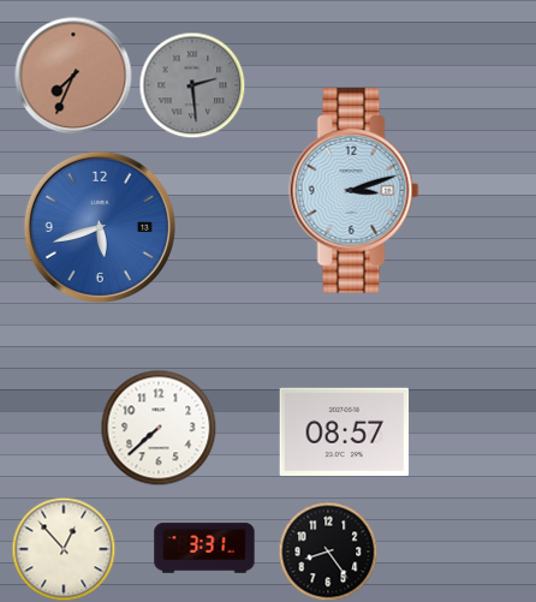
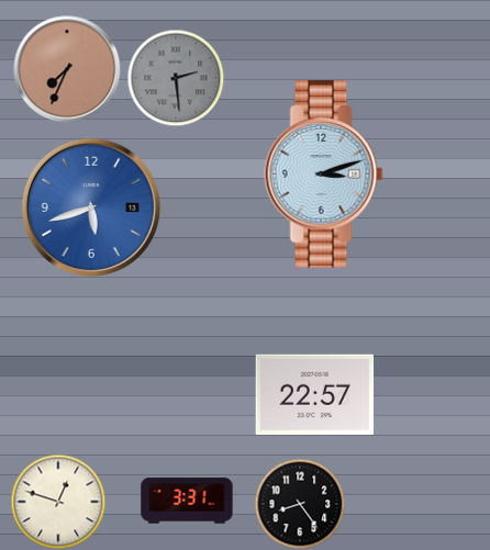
clock at (159, 428): 7:38 -> none
clock at (345, 431): 08:57 -> 22:57
clock at (64, 549): 12:53 -> 12:48
